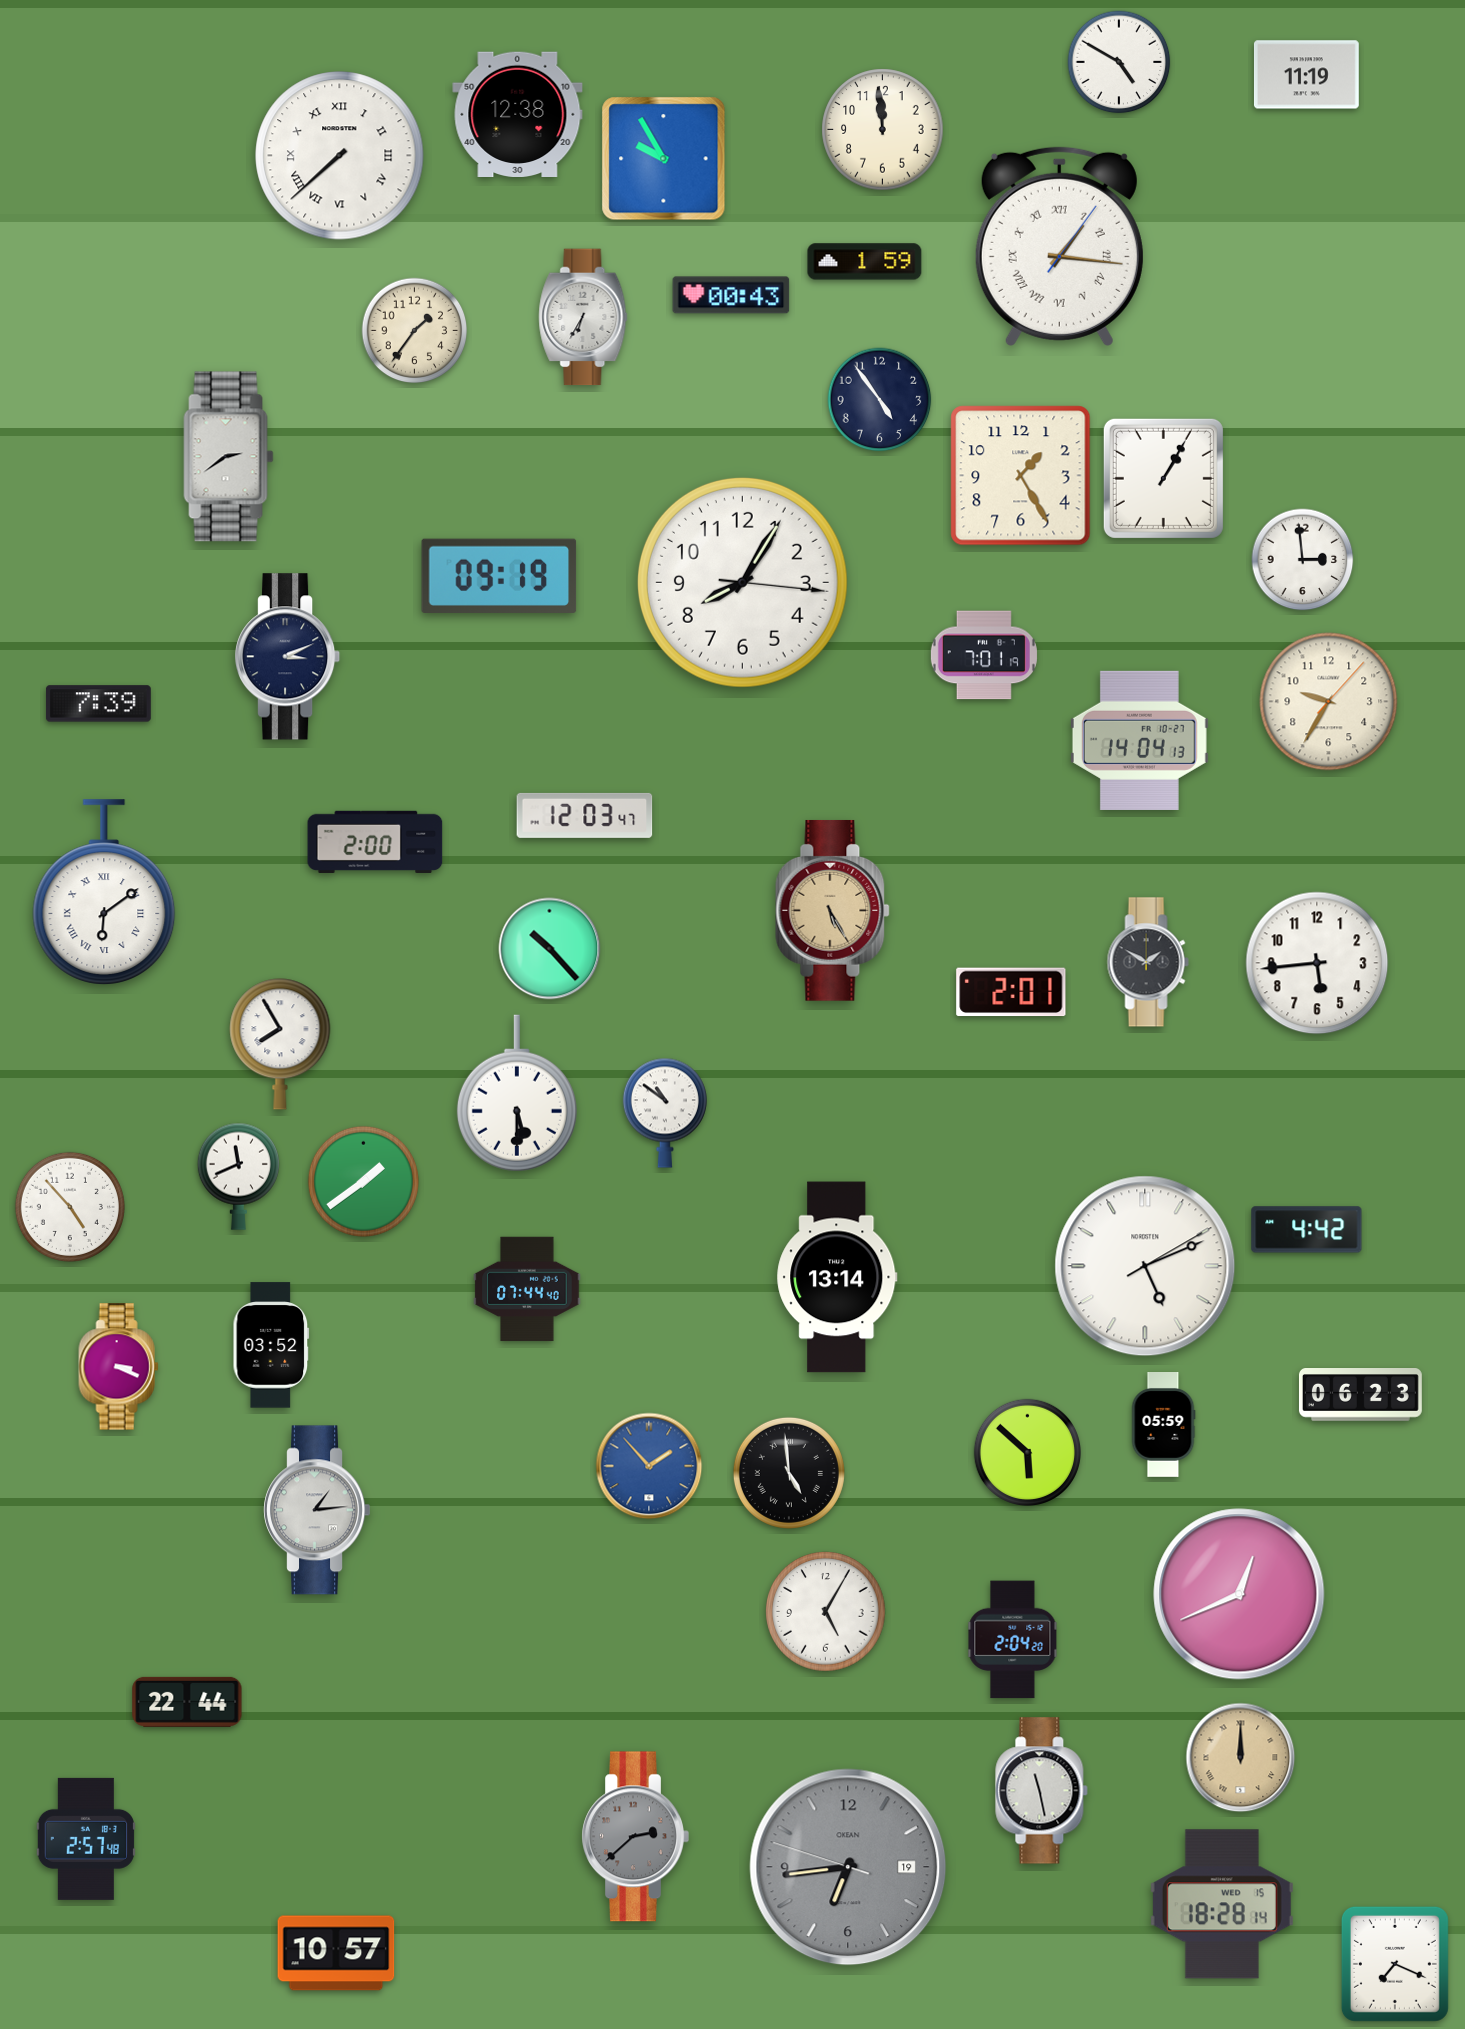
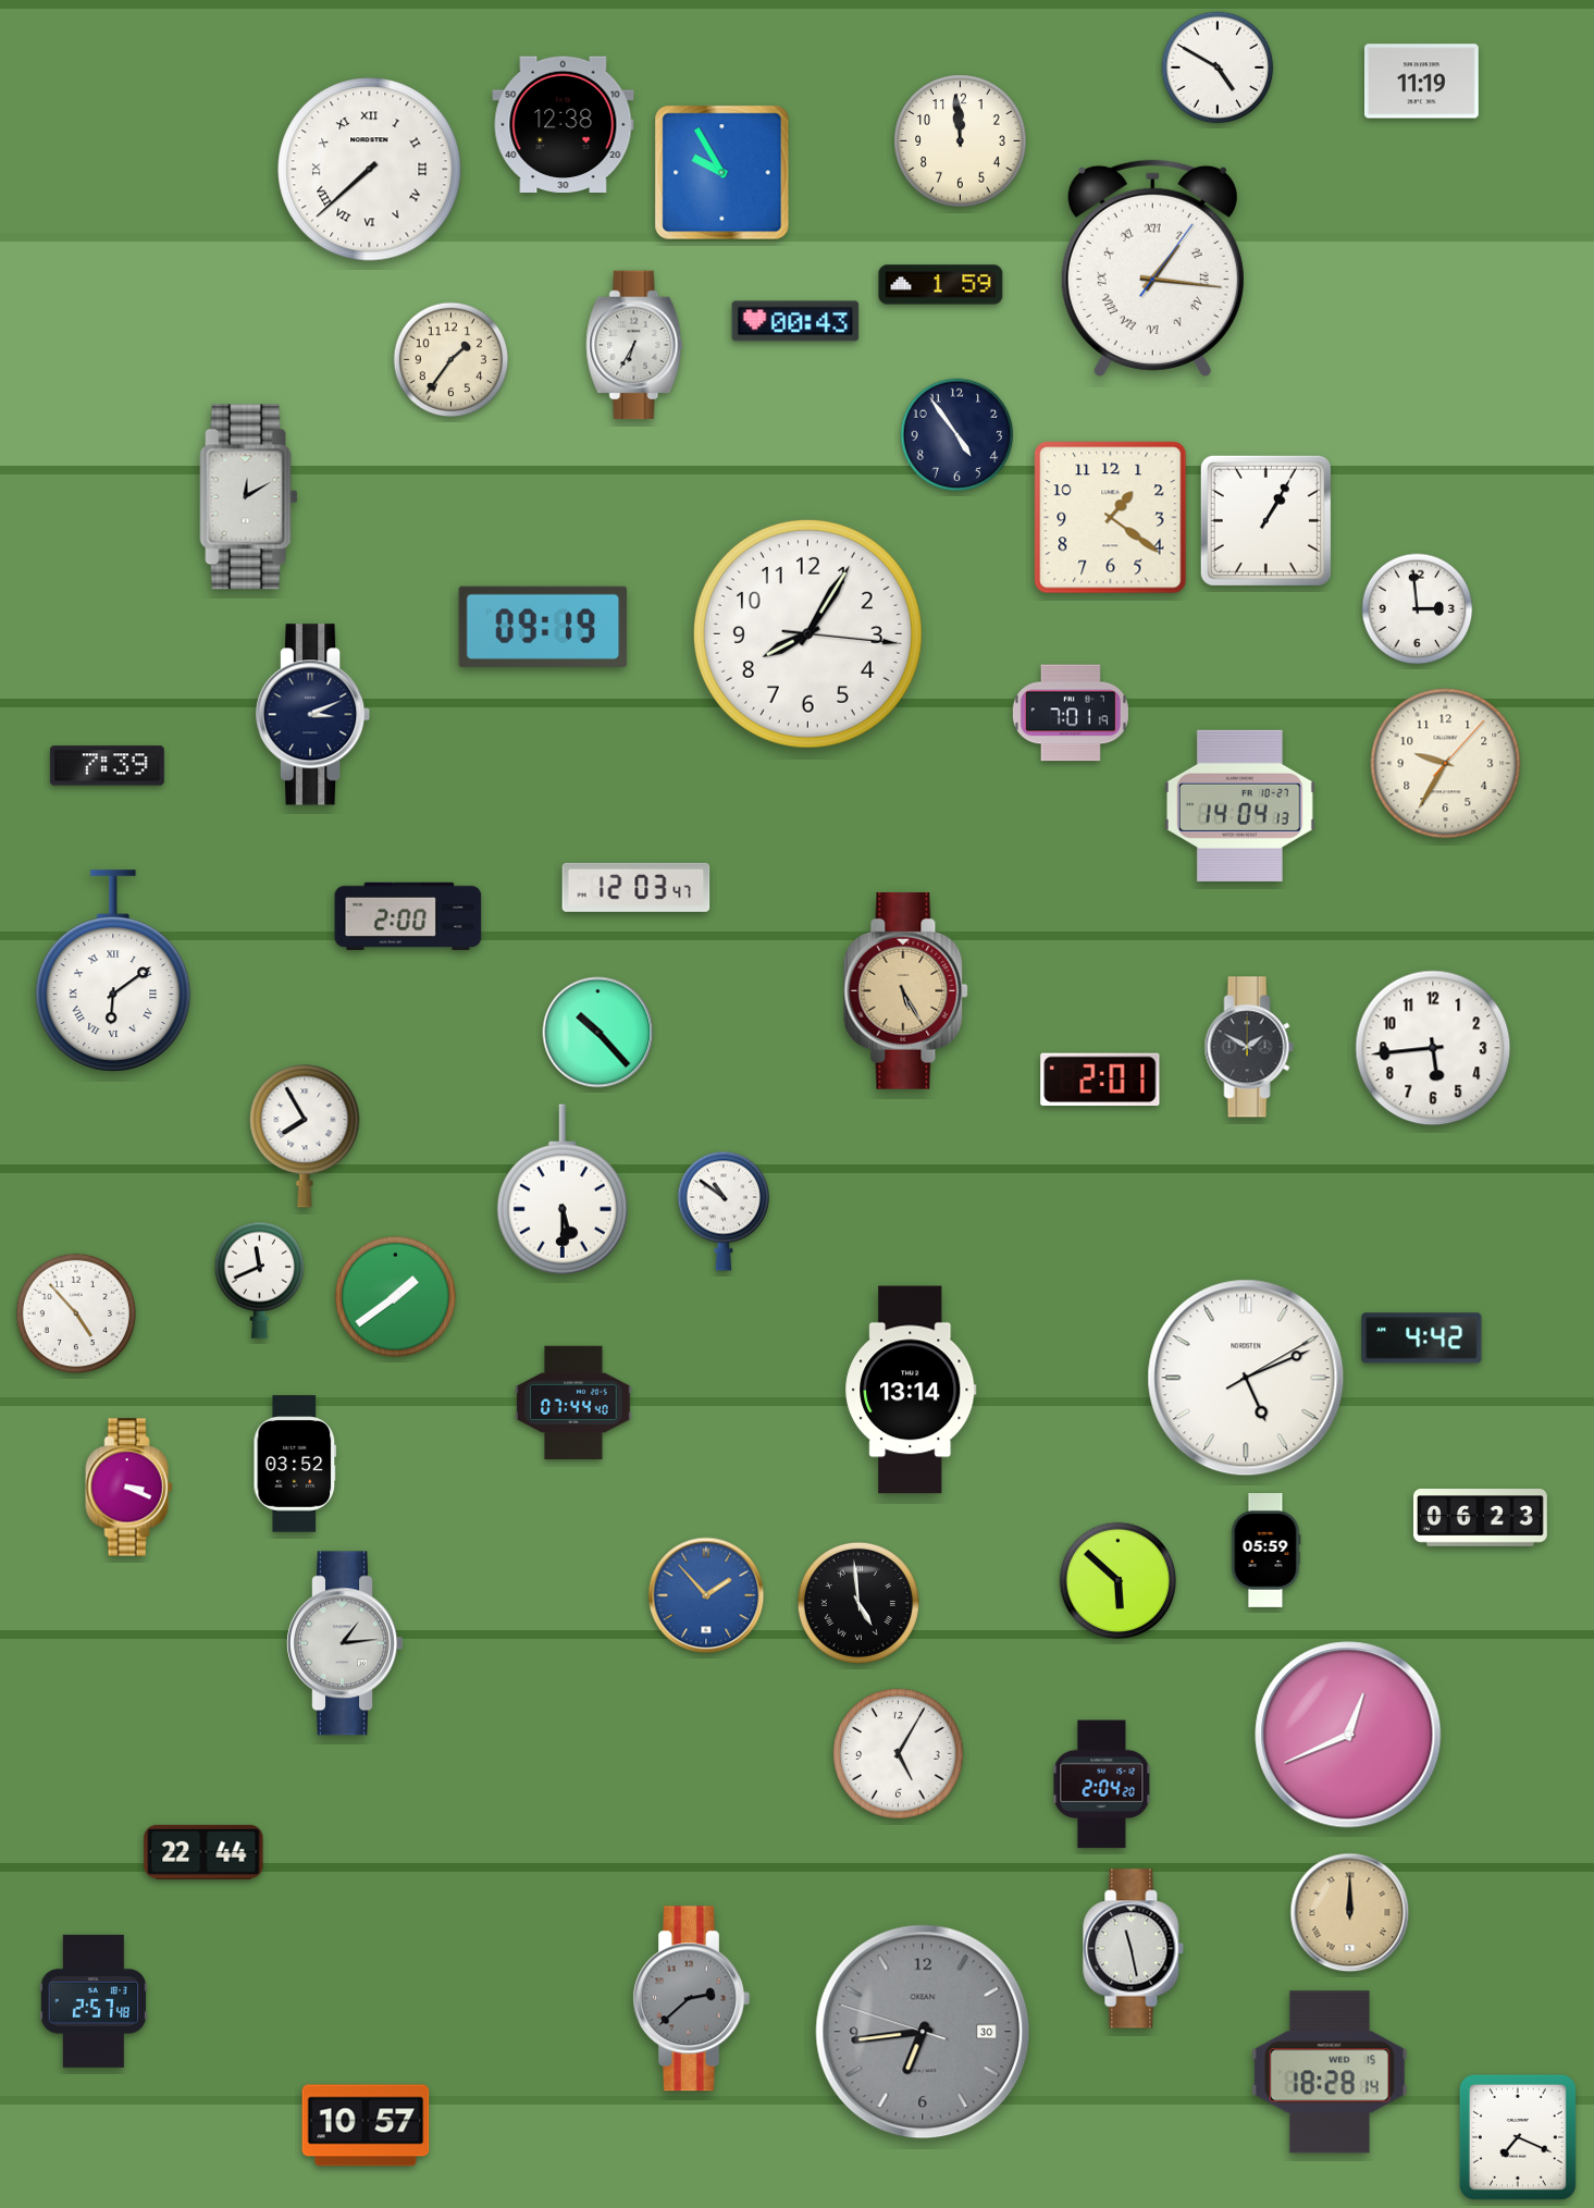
clock at (229, 457): 2:39 -> 12:10
clock at (1021, 476): 1:25 -> 1:21
clock at (363, 1181) position: (363, 1181) -> (395, 1296)
clock at (848, 1867) date: 19 -> 30
